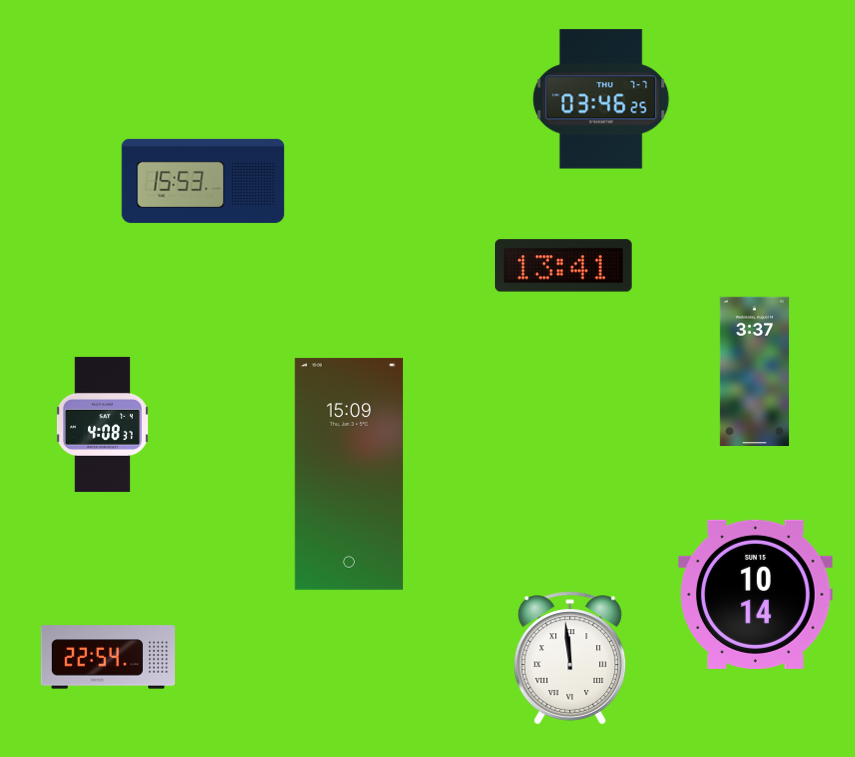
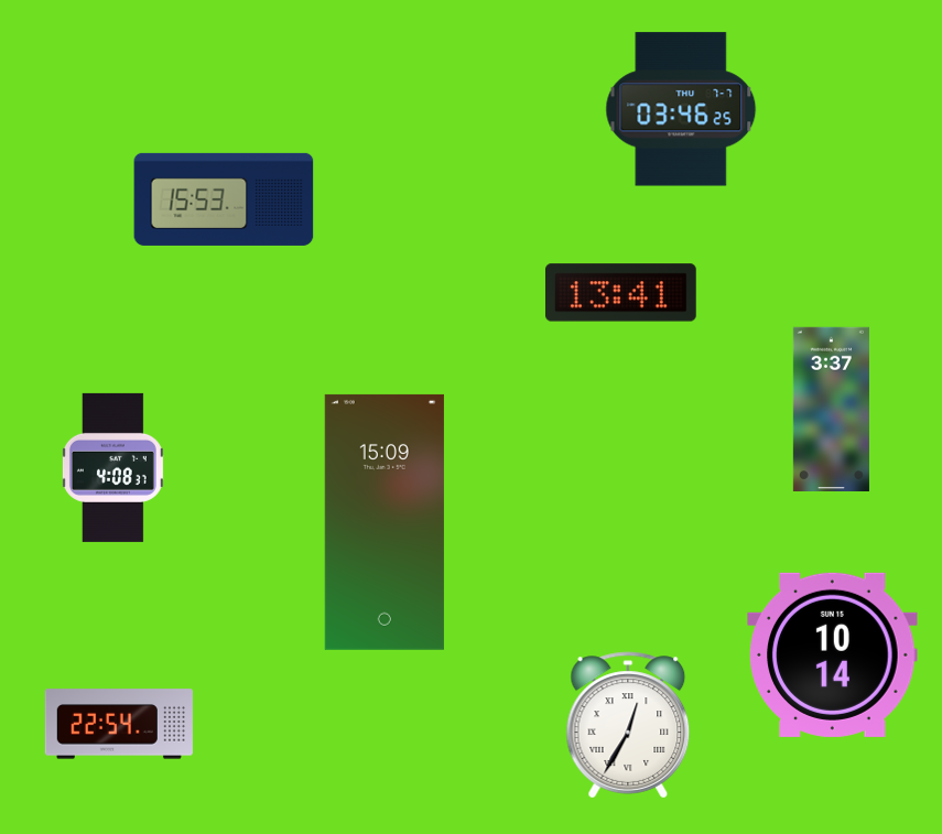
clock at (601, 99) position: (601, 99) -> (681, 109)
clock at (570, 658): 11:59 -> 12:35
